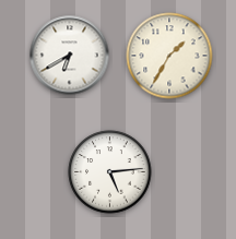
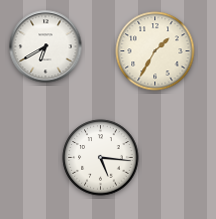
clock at (70, 56) position: (70, 56) -> (46, 47)
clock at (110, 172): 5:14 -> 5:16
